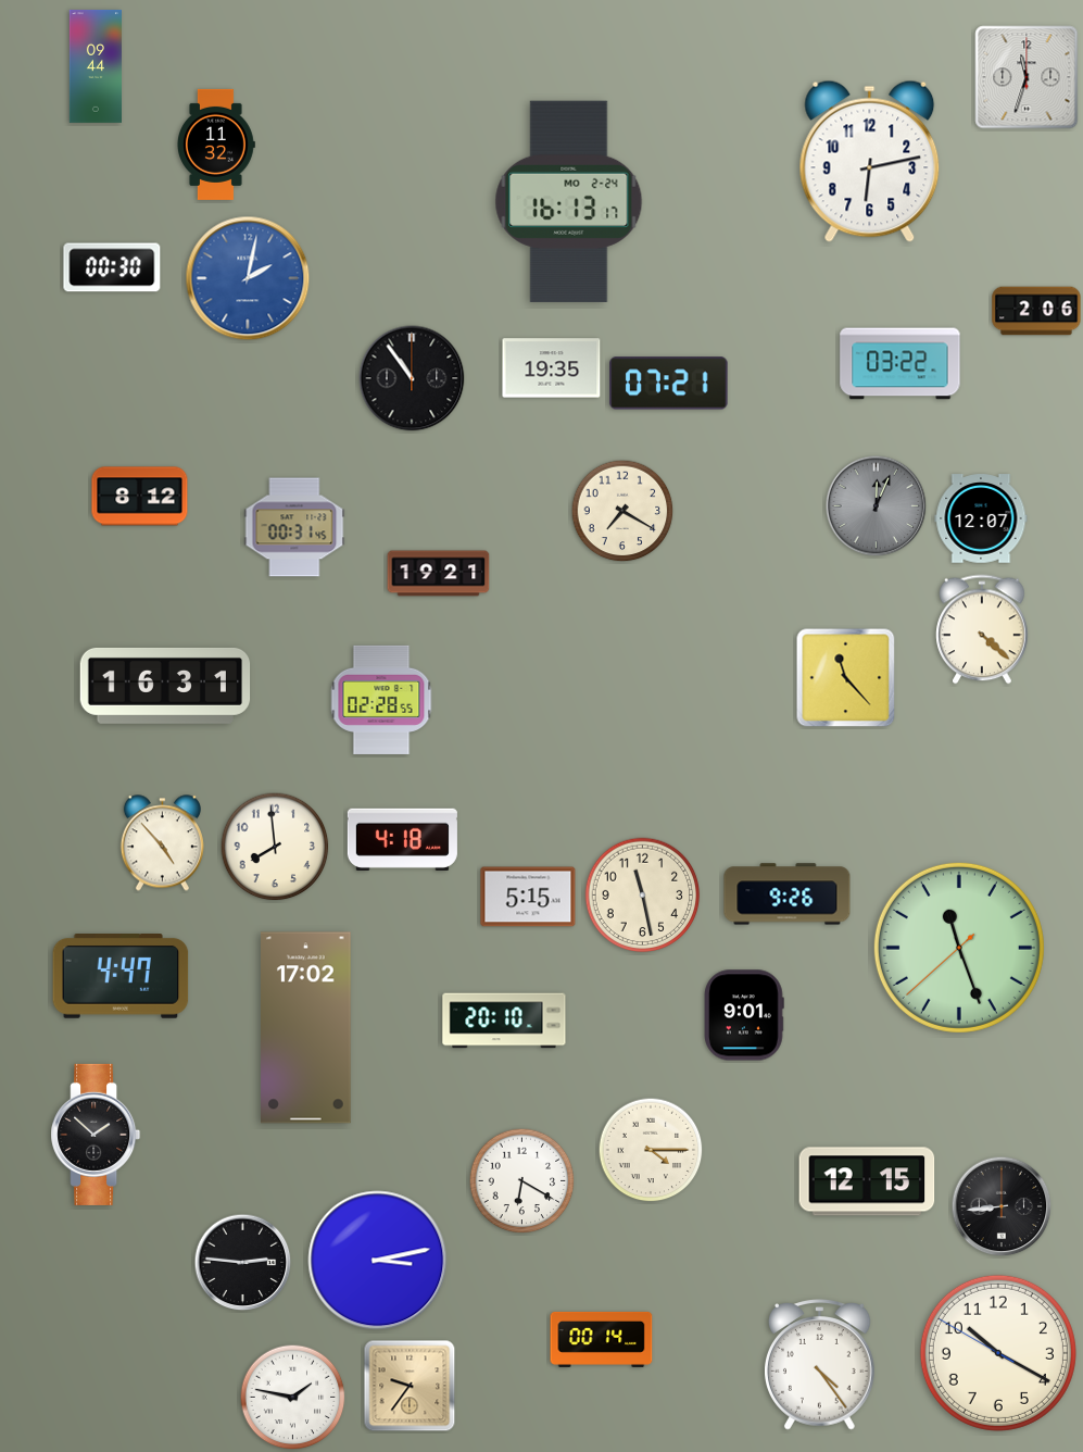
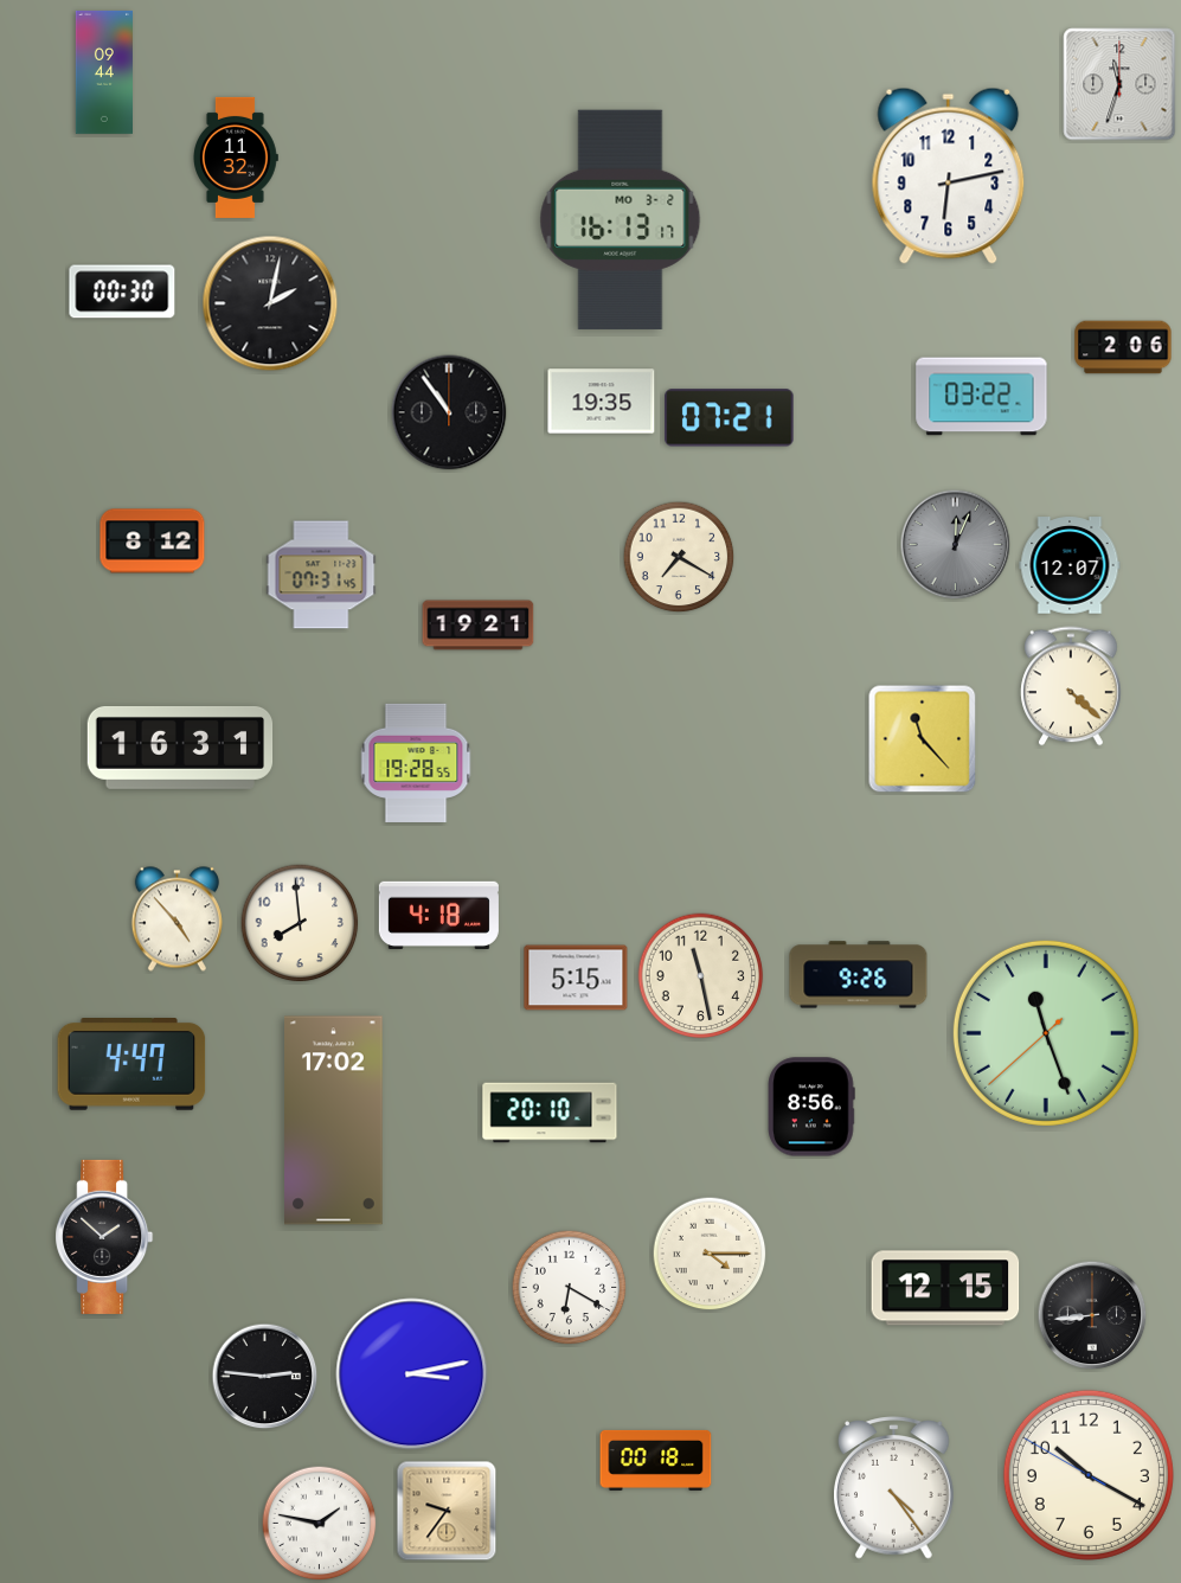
clock at (569, 201) date: MO 2-24 -> MO 3-2
clock at (248, 278) dial: blue -> black
clock at (1036, 311) position: (1036, 311) -> (1123, 347)
clock at (877, 506) position: (877, 506) -> (956, 545)
clock at (294, 527): 00:31 -> 07:31
clock at (381, 700): 02:28 -> 19:28
clock at (744, 1015): 9:01 -> 8:56
clock at (602, 1339): 00:14 -> 00:18
